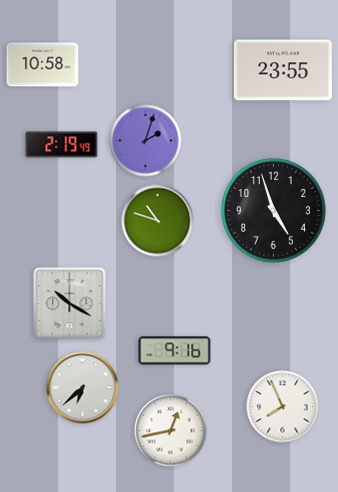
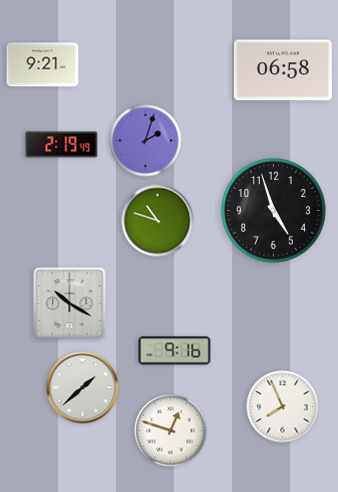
clock at (43, 65): 10:58 -> 9:21
clock at (283, 70): 23:55 -> 06:58
clock at (83, 388): 6:38 -> 1:38
clock at (171, 431): 12:43 -> 12:48
